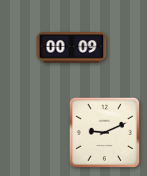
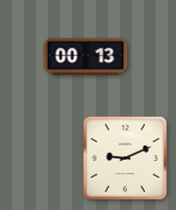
clock at (72, 48): 00:09 -> 00:13
